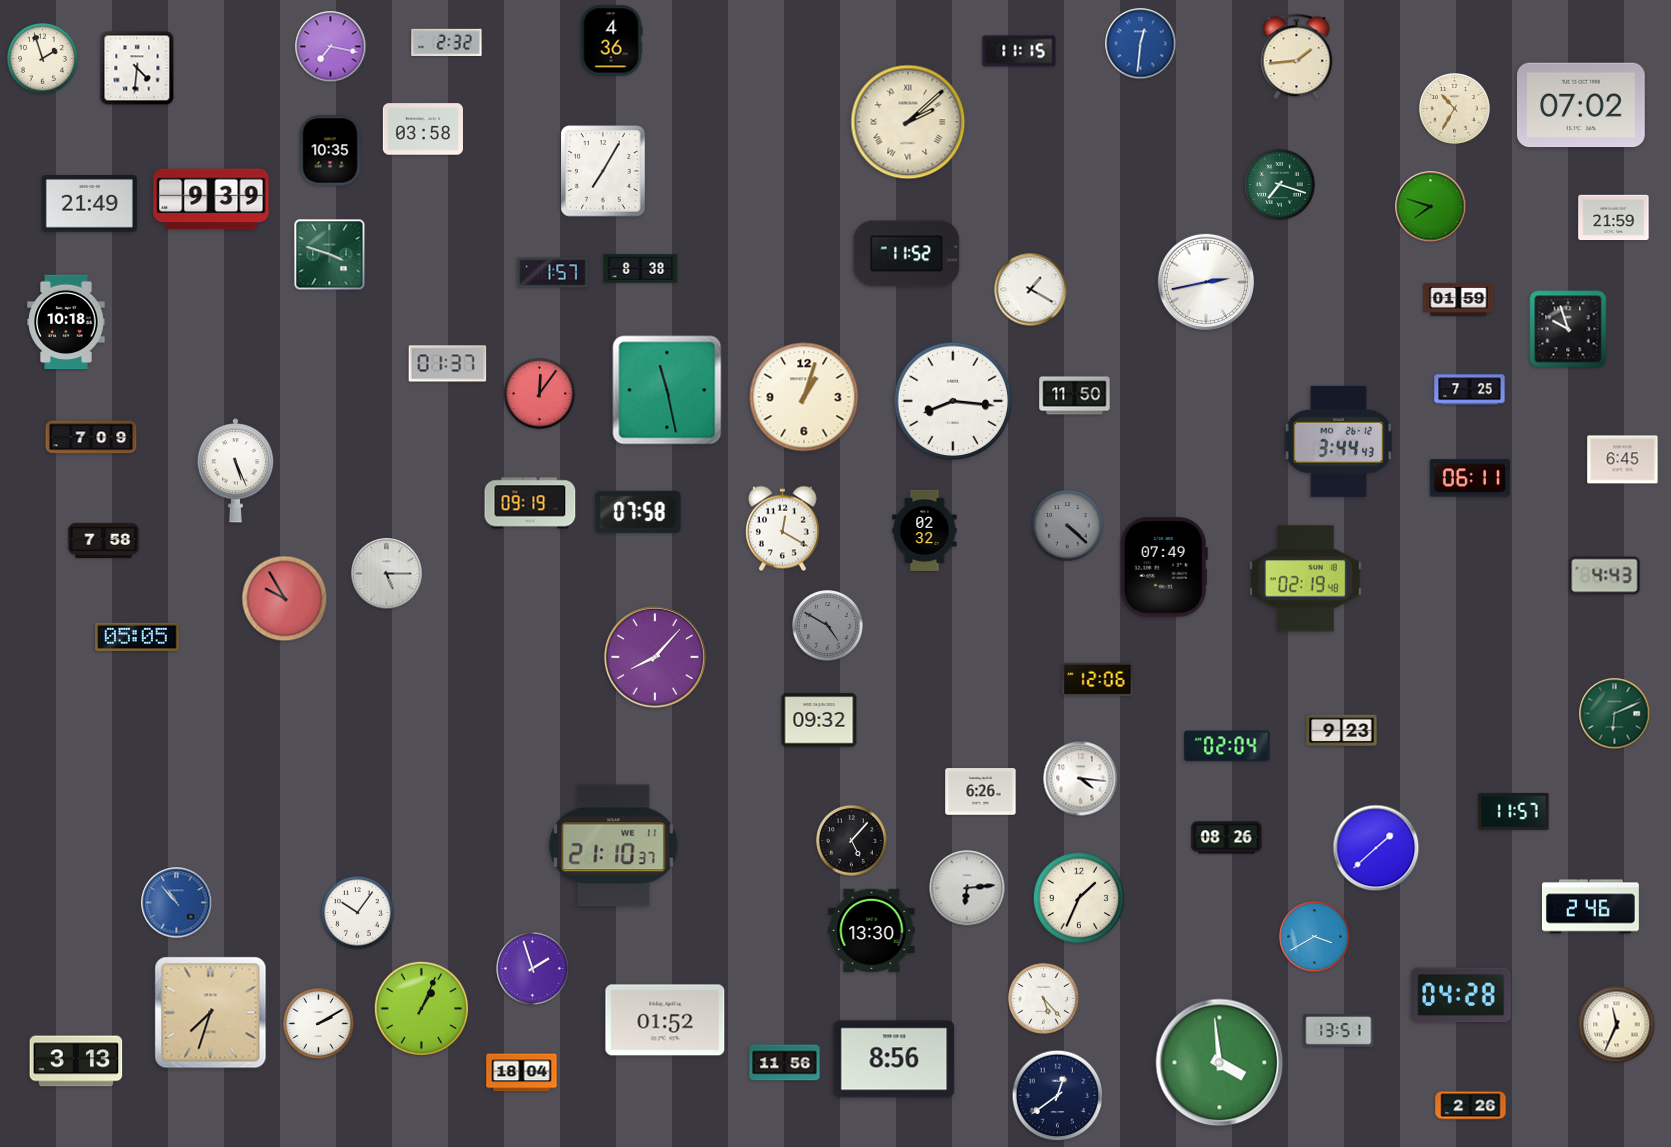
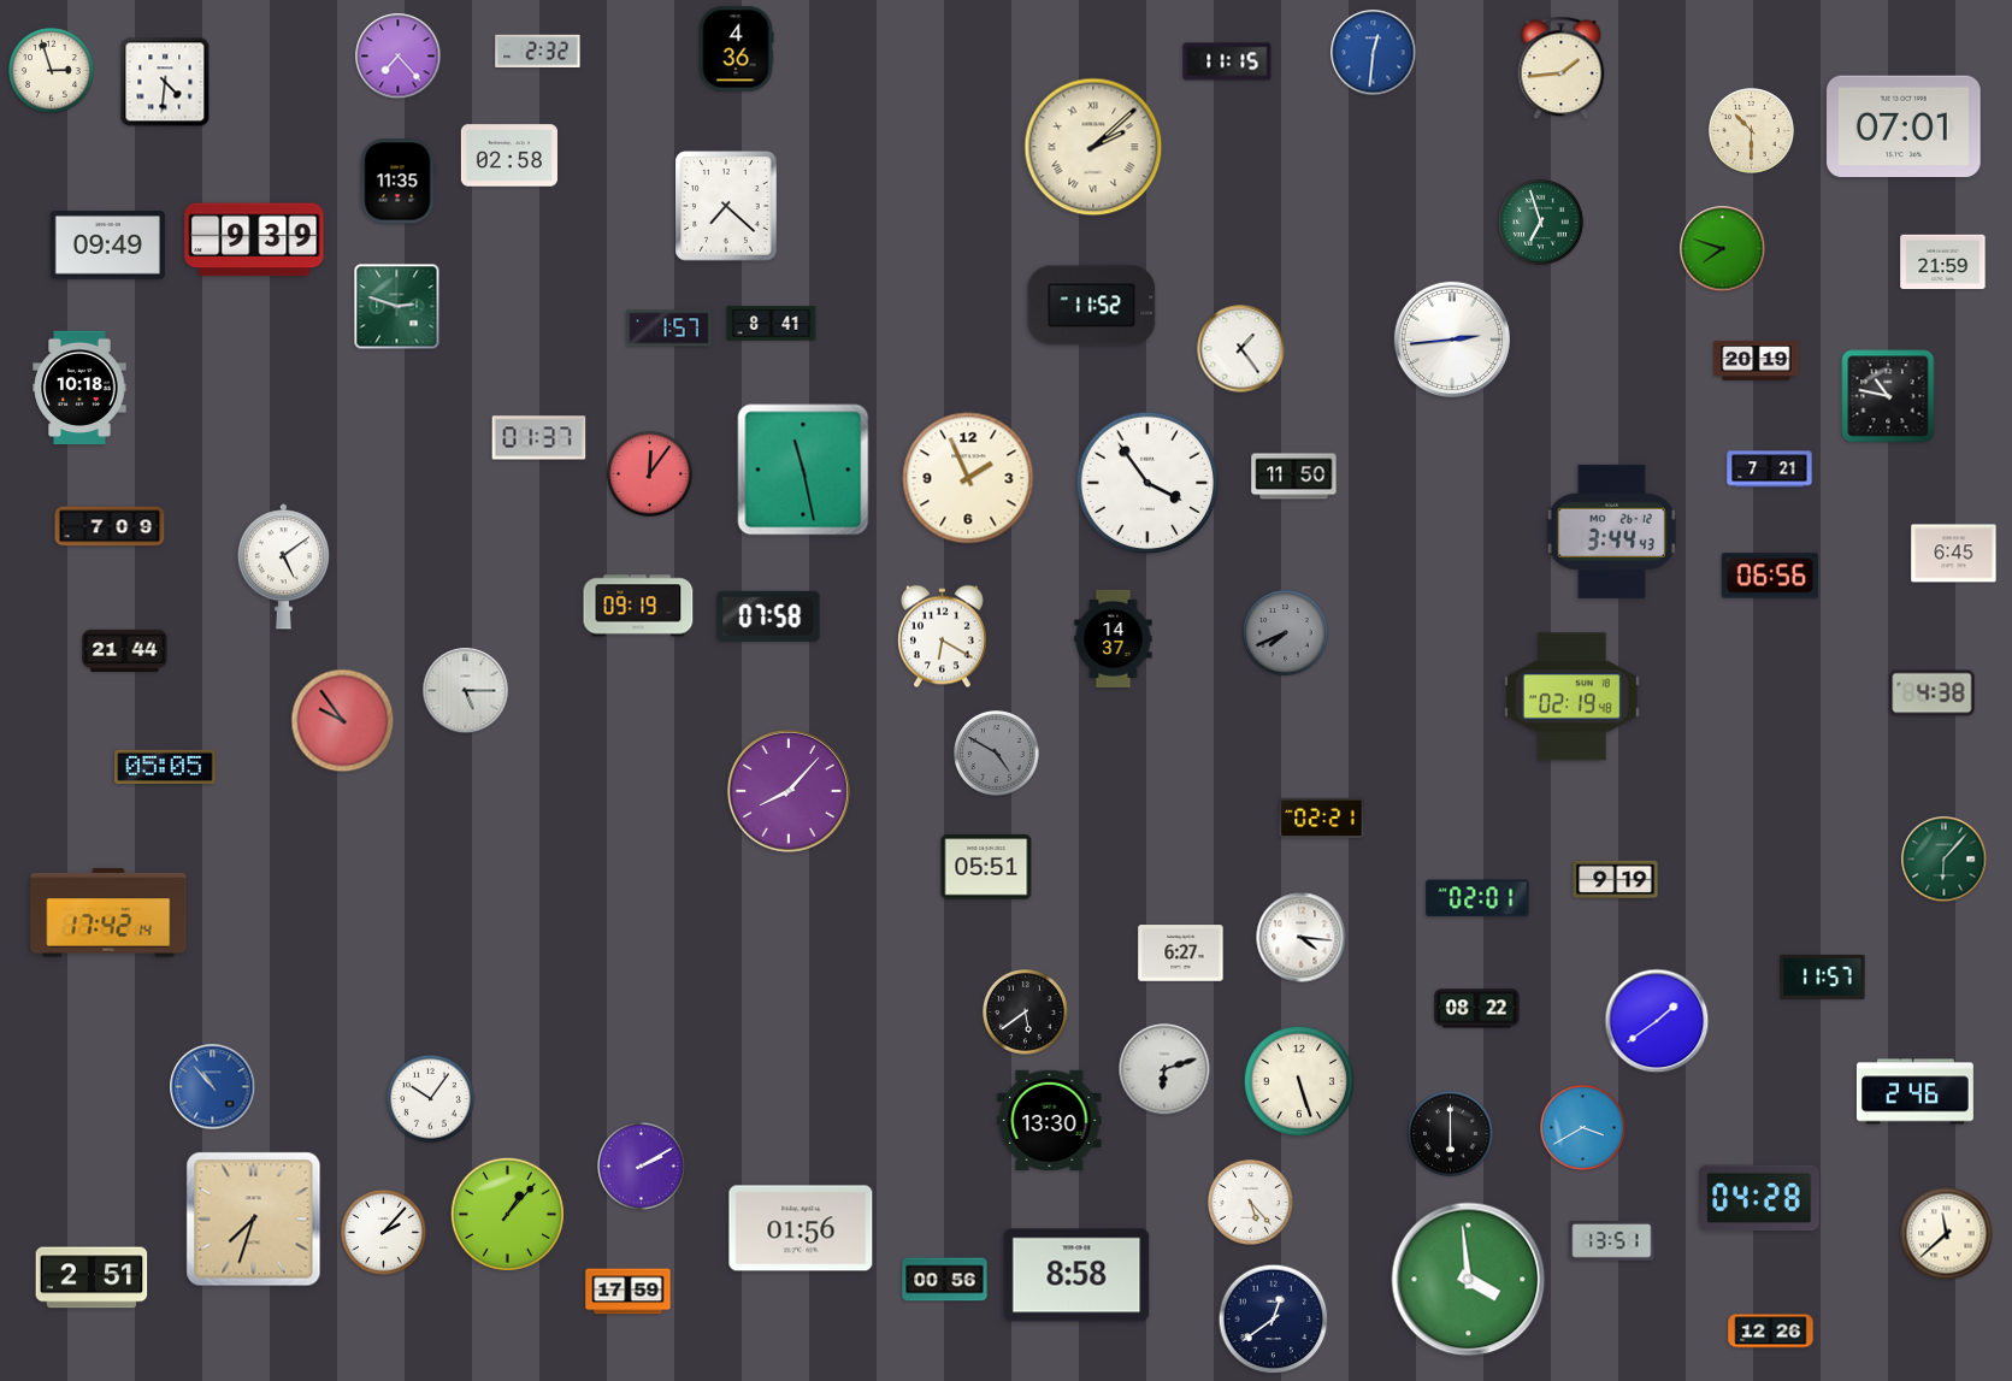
clock at (331, 47): 7:17 -> 7:23
clock at (43, 59): 1:57 -> 2:57
clock at (1581, 105): 07:02 -> 07:01
clock at (1455, 109): 10:35 -> 10:30
clock at (423, 129): 03:58 -> 02:58
clock at (330, 151): 10:35 -> 11:35
clock at (603, 171): 7:05 -> 7:22
clock at (1280, 185): 7:18 -> 6:57
clock at (89, 204): 21:49 -> 09:49
clock at (330, 255): 3:48 -> 2:48
clock at (641, 269): 8:38 -> 8:41
clock at (553, 273) position: (553, 273) -> (669, 329)
clock at (1206, 282): 2:43 -> 2:44
clock at (1031, 290): 1:20 -> 1:24
clock at (1459, 299): 01:59 -> 20:19
clock at (1568, 329): 9:57 -> 10:47
clock at (1470, 390): 7:25 -> 7:21
clock at (804, 397): 1:03 -> 1:56
clock at (953, 401): 8:16 -> 3:54
clock at (235, 471): 5:26 -> 5:09
clock at (1470, 478): 06:11 -> 06:56
clock at (1068, 526): 4:22 -> 7:41
clock at (783, 529): 12:20 -> 6:20
clock at (925, 530): 02:32 -> 14:37
clock at (104, 540): 7:58 -> 21:44
clock at (1164, 567): 07:49 -> none
clock at (1605, 576): 4:43 -> 4:38
clock at (285, 599): 9:55 -> 9:54
clock at (1098, 679): 12:06 -> 02:21
clock at (1615, 714): 6:11 -> 6:07
clock at (819, 720): 09:32 -> 05:51
clock at (1342, 731): 9:23 -> 9:19
clock at (1227, 746): 02:04 -> 02:01
clock at (108, 913): none -> 17:42
clock at (981, 792): 6:26 -> 6:27
clock at (1227, 838): 08:26 -> 08:22
clock at (852, 841): 5:07 -> 5:39
clock at (614, 846): 21:10 -> none
clock at (1376, 848): 1:38 -> 1:39
clock at (967, 888): 6:14 -> 6:12
clock at (1079, 898): 1:34 -> 5:27
clock at (1451, 1134): none -> 6:00
clock at (533, 969): 1:57 -> 2:10
clock at (1044, 999) position: (1044, 999) -> (1251, 1203)
clock at (421, 1008): 1:04 -> 1:07
clock at (665, 1020): 01:52 -> 01:56
clock at (319, 1024): 2:10 -> 2:07
clock at (1617, 1025): 11:34 -> 11:38
clock at (894, 1059): 8:56 -> 8:58
clock at (76, 1061): 3:13 -> 2:51
clock at (785, 1063): 11:56 -> 00:56
clock at (522, 1073): 18:04 -> 17:59
clock at (1471, 1106): 2:26 -> 12:26
